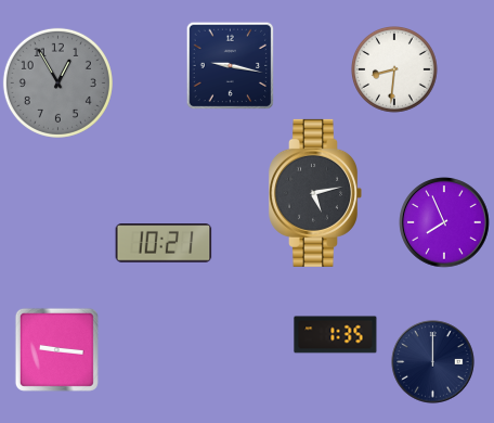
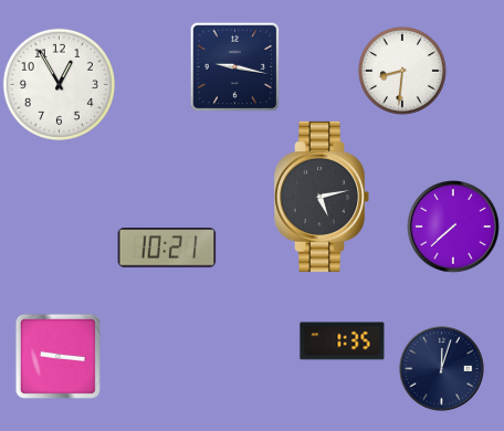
clock at (57, 82) dial: grey -> white
clock at (444, 222): 7:56 -> 7:38
clock at (433, 362): 12:00 -> 12:03
